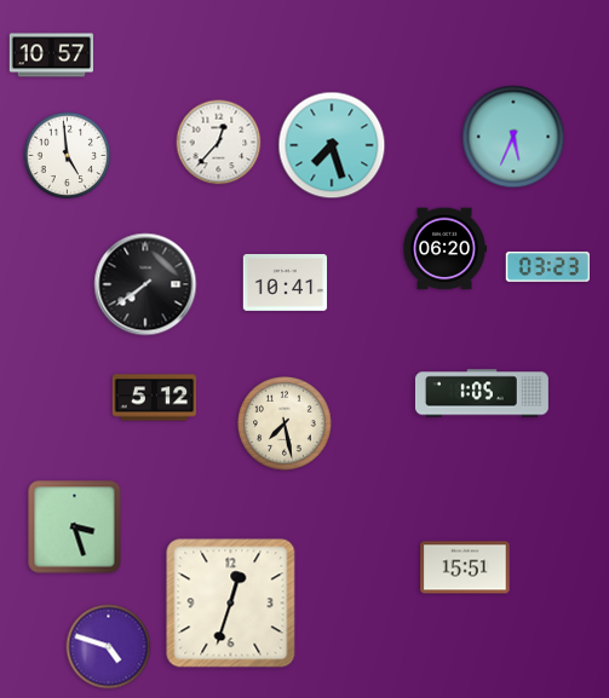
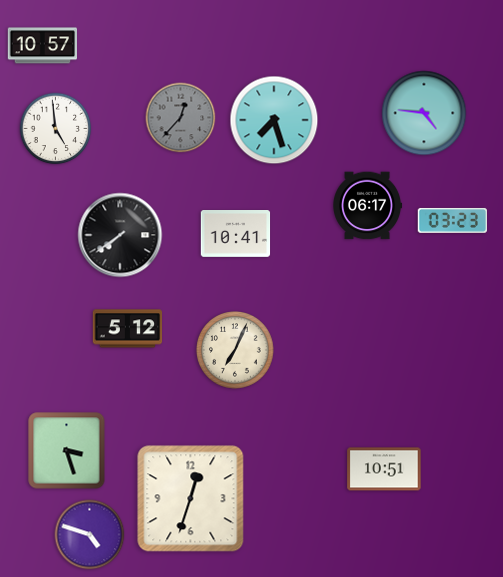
clock at (513, 137): 5:34 -> 4:46
clock at (219, 143) dial: white -> grey
clock at (446, 249): 06:20 -> 06:17
clock at (482, 393): 1:05 -> none
clock at (285, 423): 7:28 -> 7:04
clock at (75, 527) position: (75, 527) -> (67, 451)
clock at (465, 567): 15:51 -> 10:51
